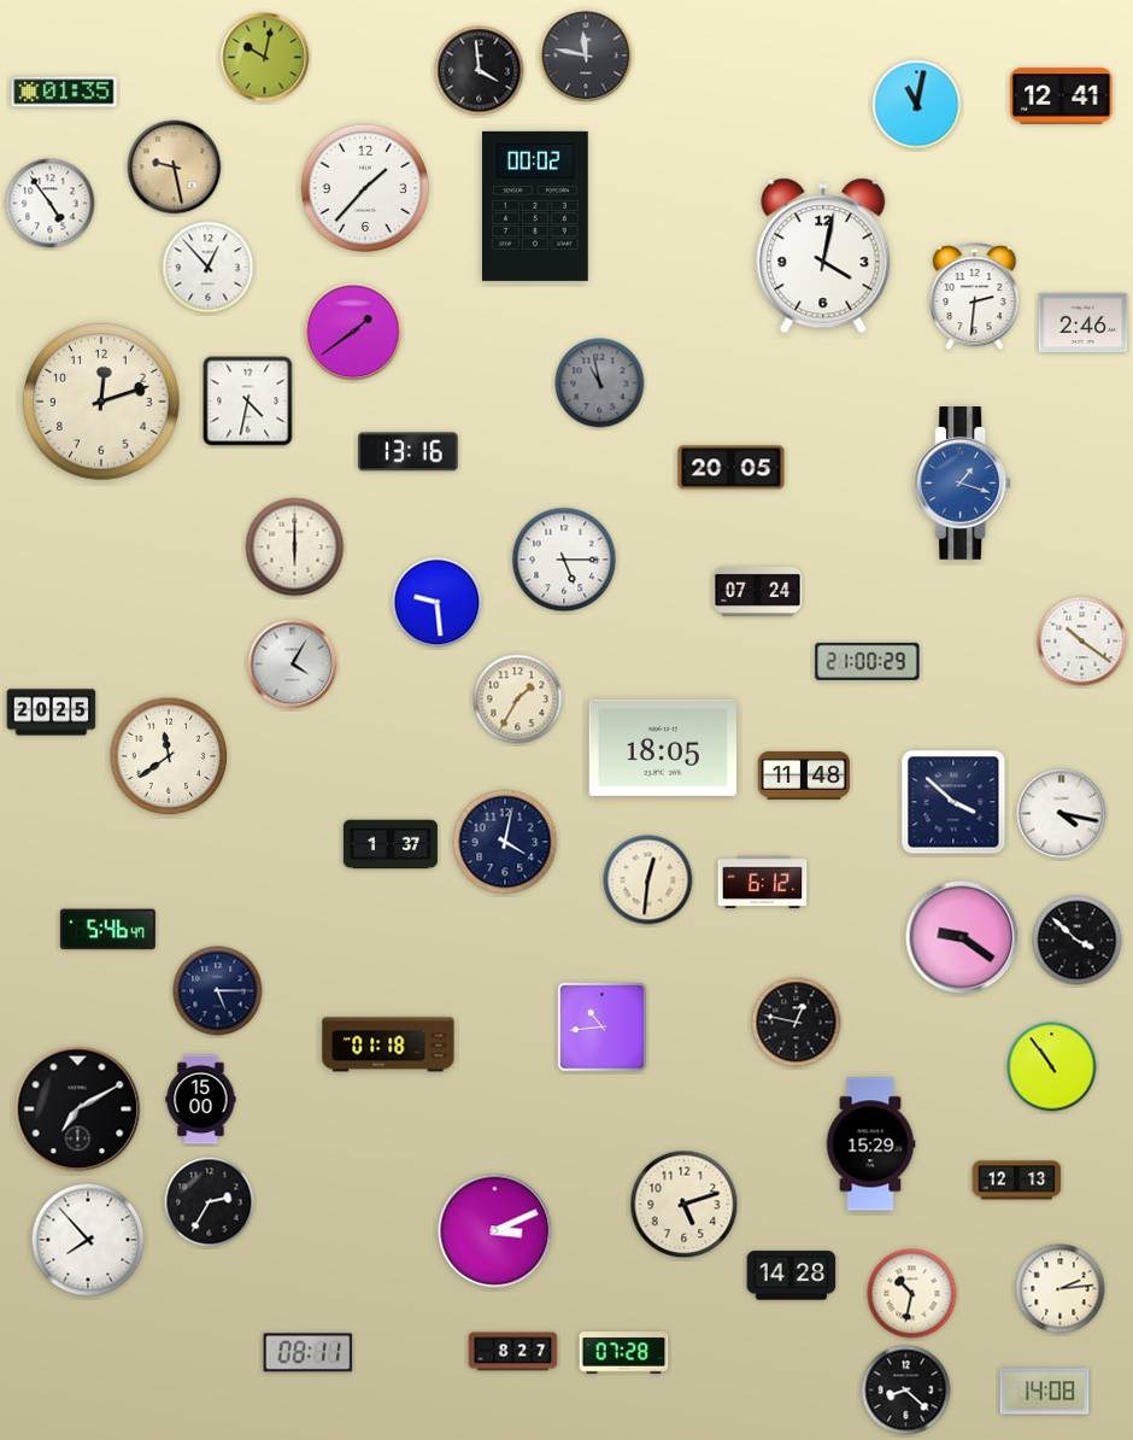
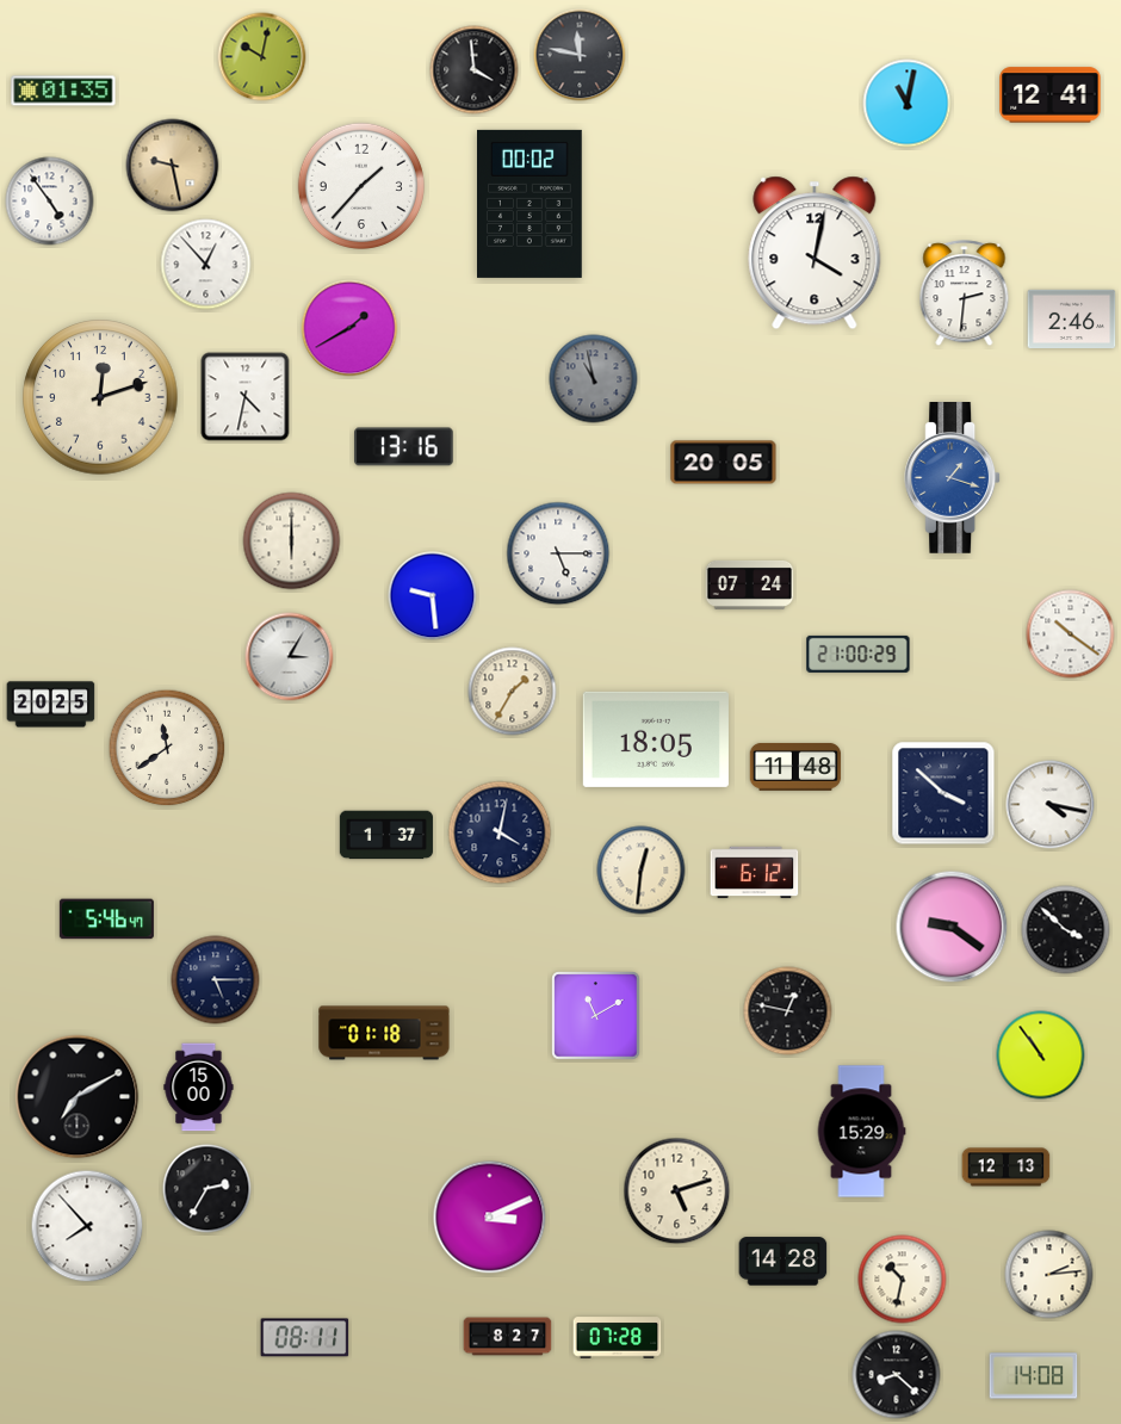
clock at (353, 332): 1:39 -> 1:40
clock at (293, 665): 4:05 -> 3:05
clock at (603, 1028): 10:44 -> 11:10
